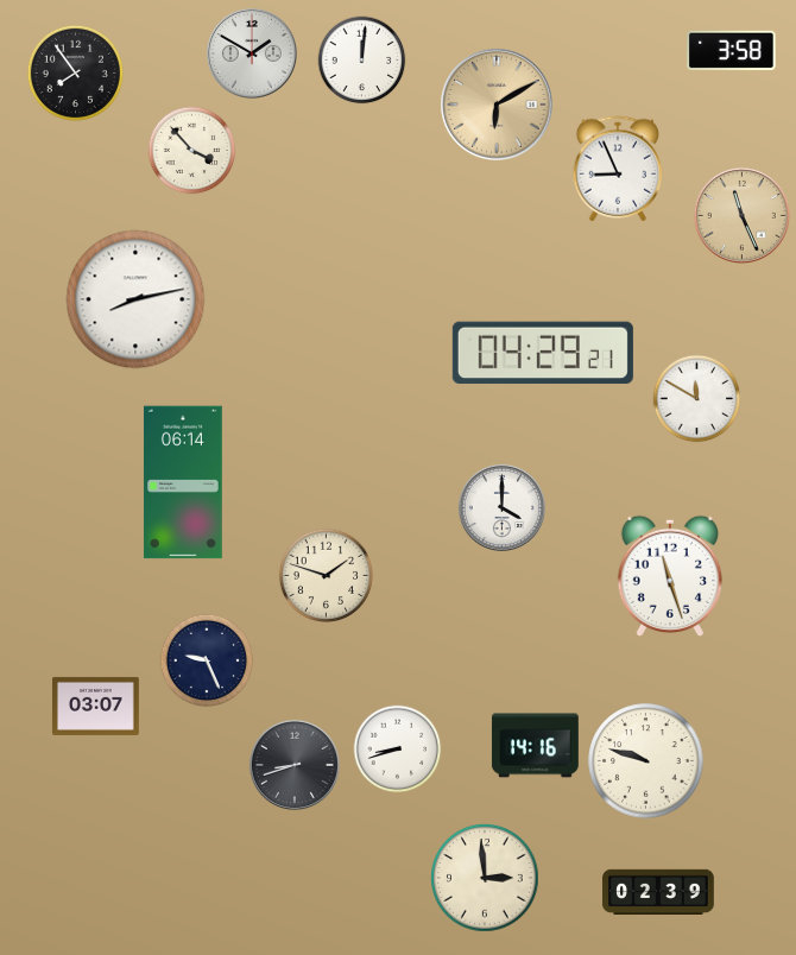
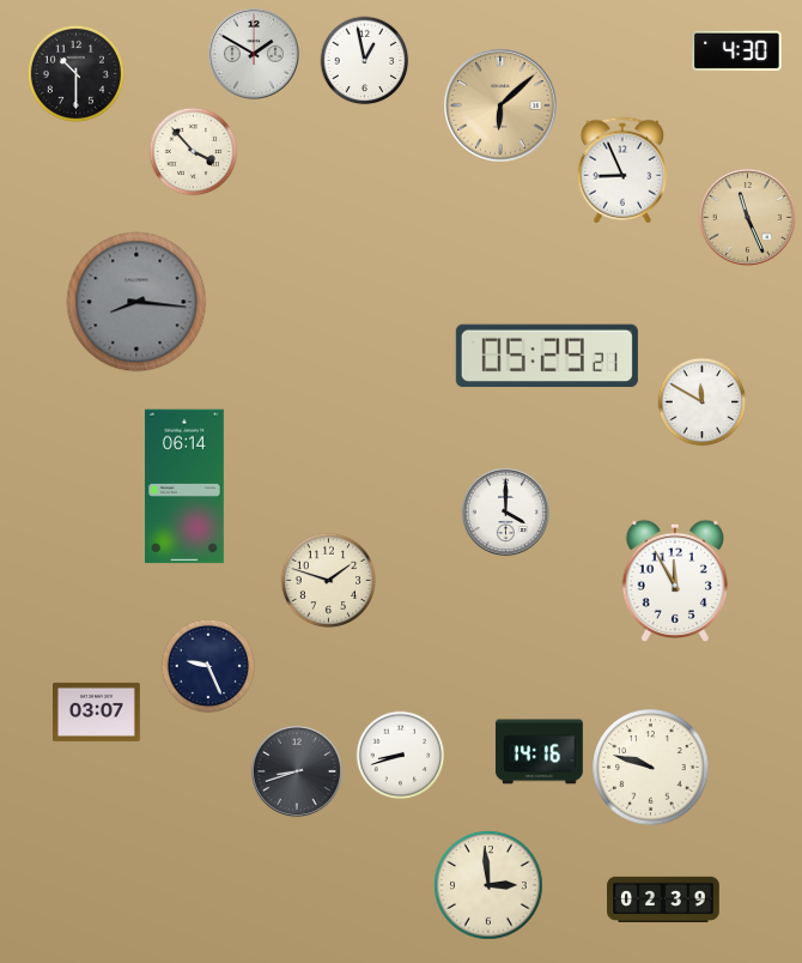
clock at (732, 51): 3:58 -> 4:30
clock at (362, 61): 12:01 -> 12:58
clock at (75, 72): 7:54 -> 10:30
clock at (497, 105): 6:10 -> 6:08
clock at (135, 299): 8:13 -> 8:16
clock at (135, 299) dial: white -> grey
clock at (543, 353): 04:29 -> 05:29
clock at (669, 575): 11:27 -> 11:55
